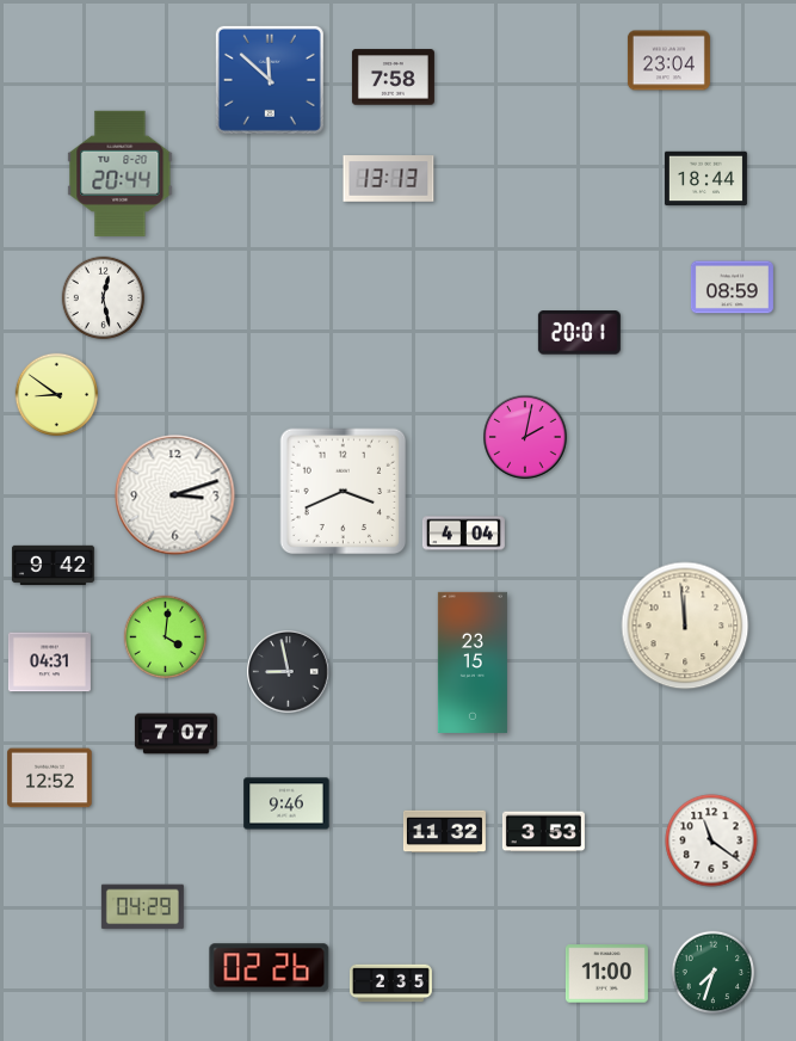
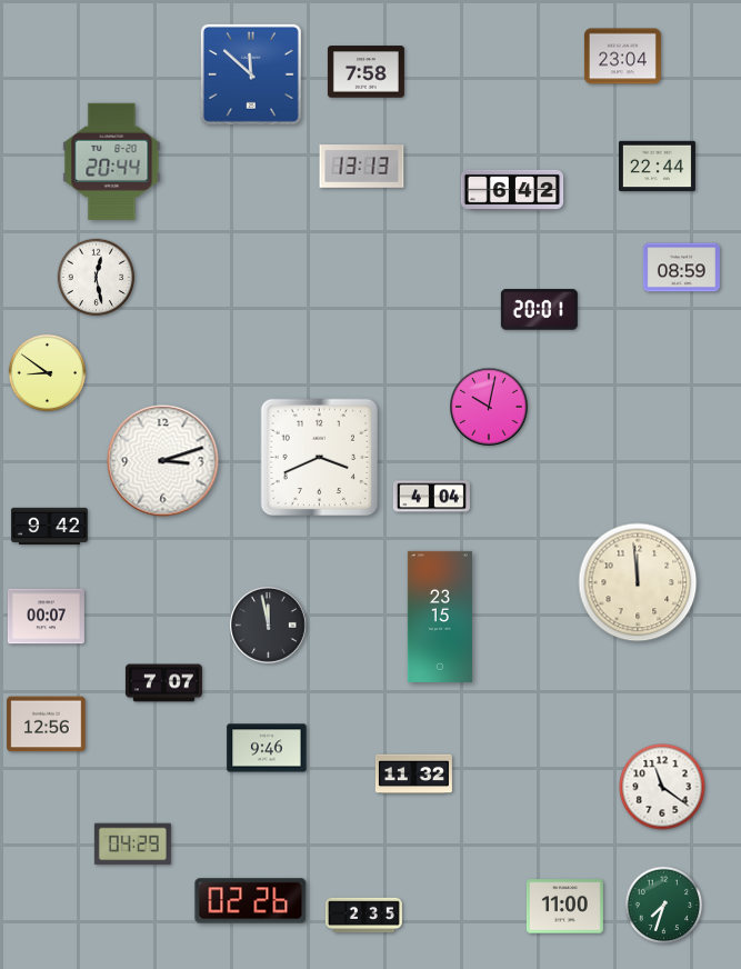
clock at (705, 179): 18:44 -> 22:44
clock at (512, 190): none -> 6:42
clock at (57, 395) position: (57, 395) -> (48, 373)
clock at (525, 437): 2:02 -> 10:02
clock at (166, 637): 4:01 -> none
clock at (49, 663): 04:31 -> 00:07
clock at (289, 672): 8:58 -> 11:58
clock at (50, 778): 12:52 -> 12:56
clock at (543, 832): 3:53 -> none
clock at (711, 840) position: (711, 840) -> (662, 787)
